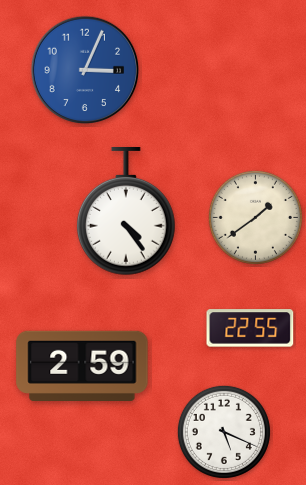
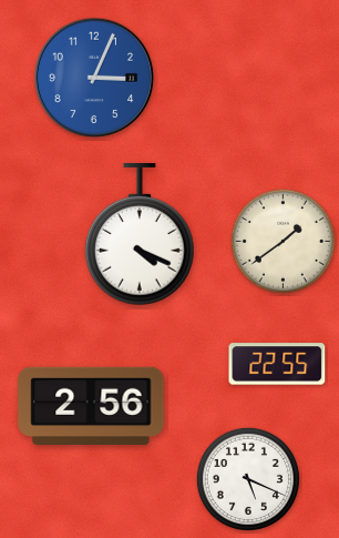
clock at (126, 212): 4:24 -> 4:19
clock at (82, 365): 2:59 -> 2:56
